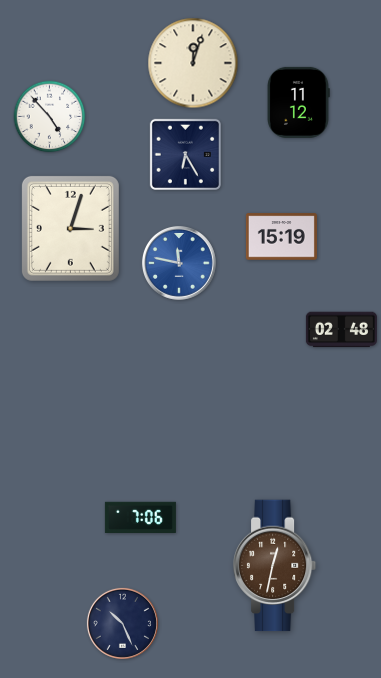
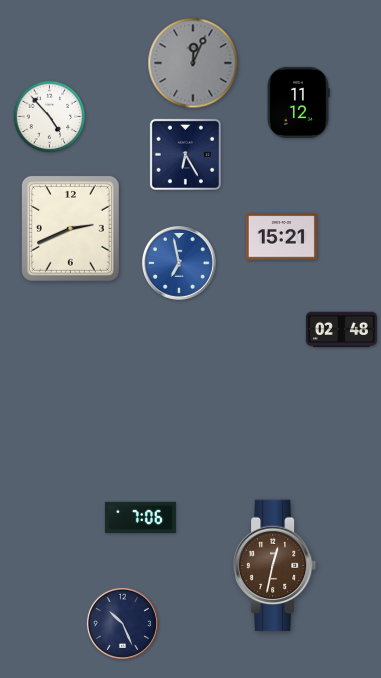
clock at (193, 63): 12:03 -> 12:04
clock at (193, 63) dial: cream -> grey
clock at (70, 228): 3:03 -> 2:41
clock at (281, 237): 15:19 -> 15:21
clock at (179, 263): 11:47 -> 6:58
